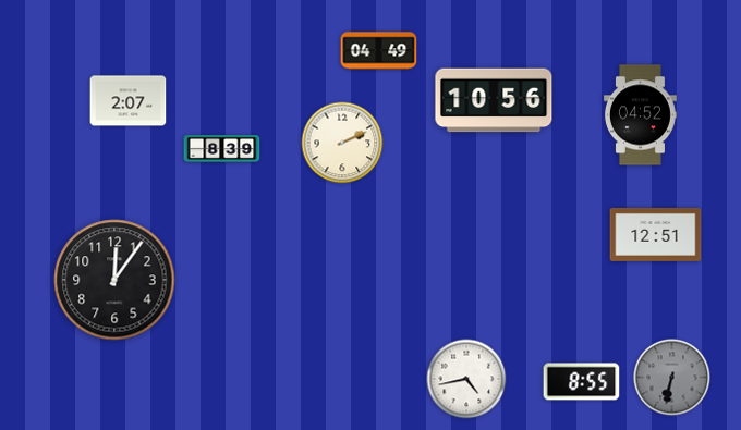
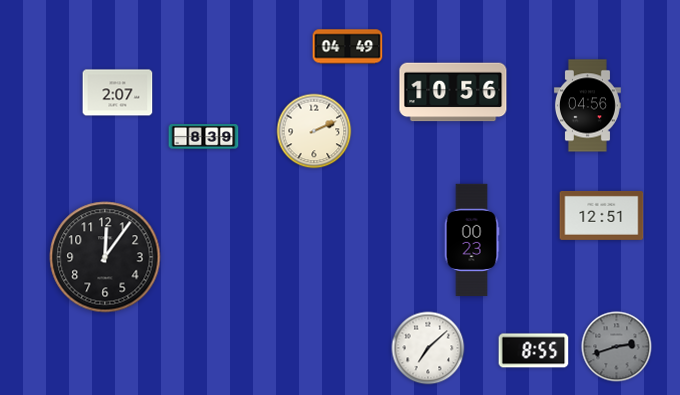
clock at (640, 115): 04:52 -> 04:56
clock at (472, 240): none -> 00:23
clock at (672, 378): 6:32 -> 2:42
clock at (466, 379): 4:43 -> 7:08
